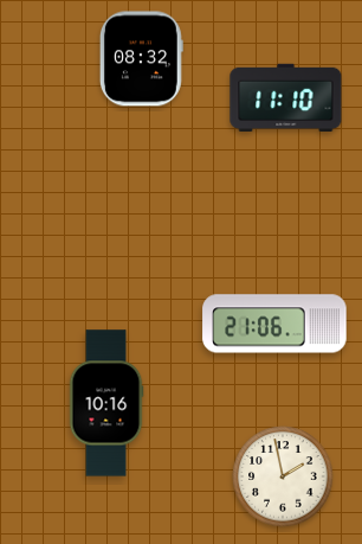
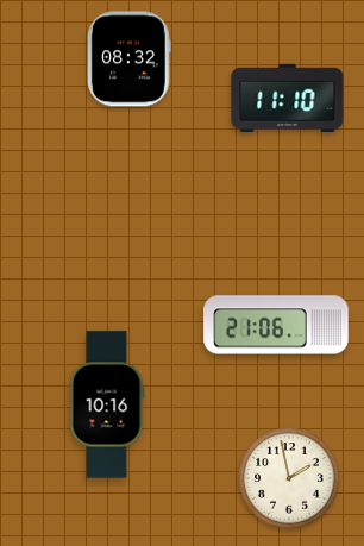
clock at (141, 59) position: (141, 59) -> (128, 59)
clock at (283, 476) position: (283, 476) -> (289, 478)
